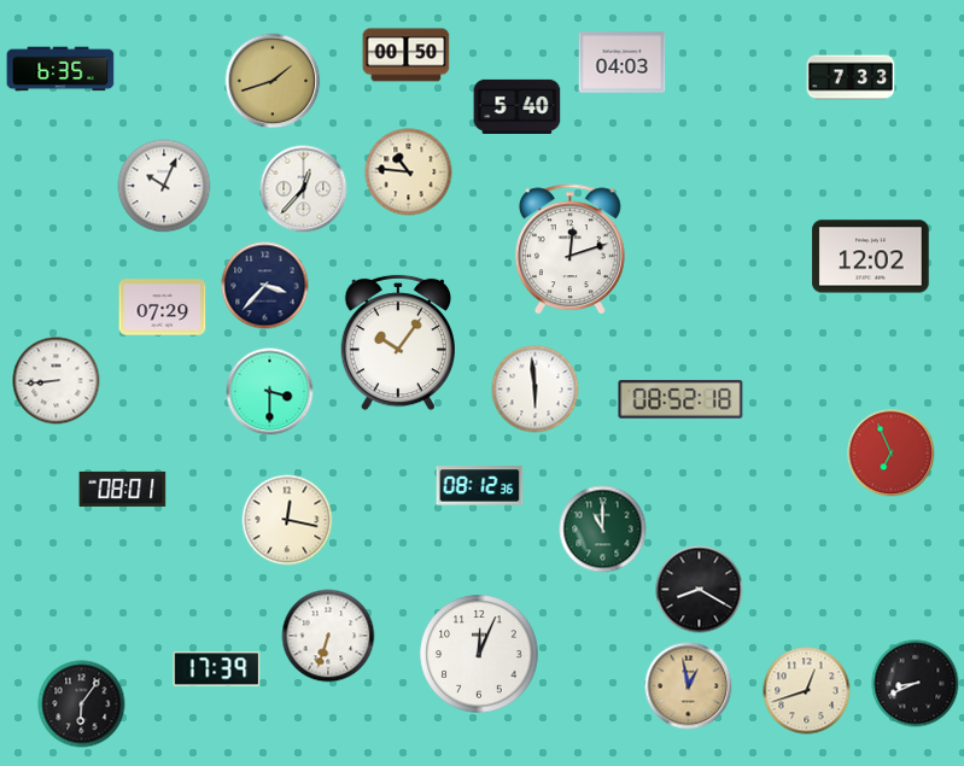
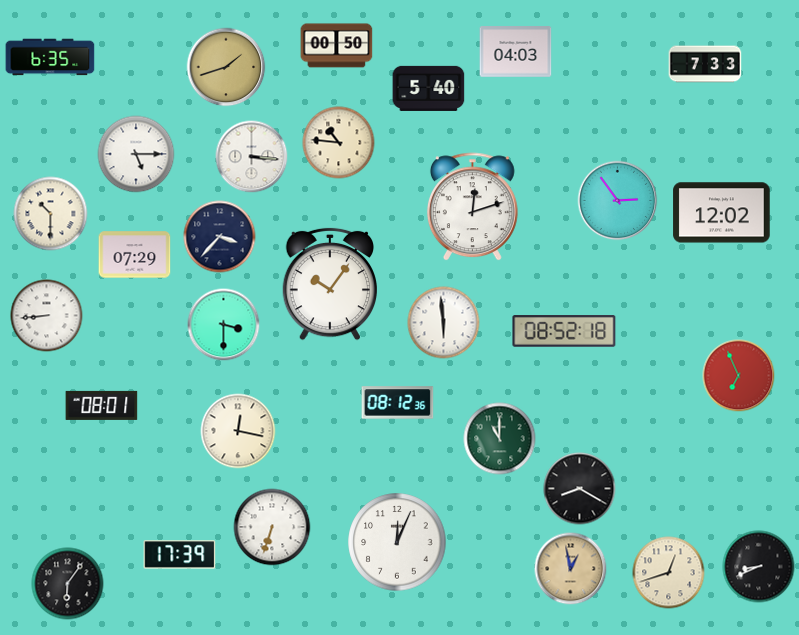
clock at (164, 186): 10:04 -> 5:15
clock at (304, 189): 12:37 -> 3:16
clock at (618, 201): none -> 2:54
clock at (51, 214): none -> 10:30
